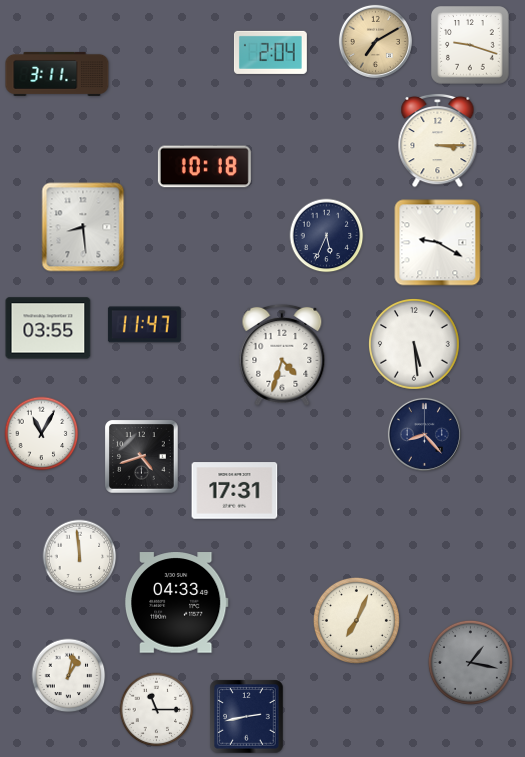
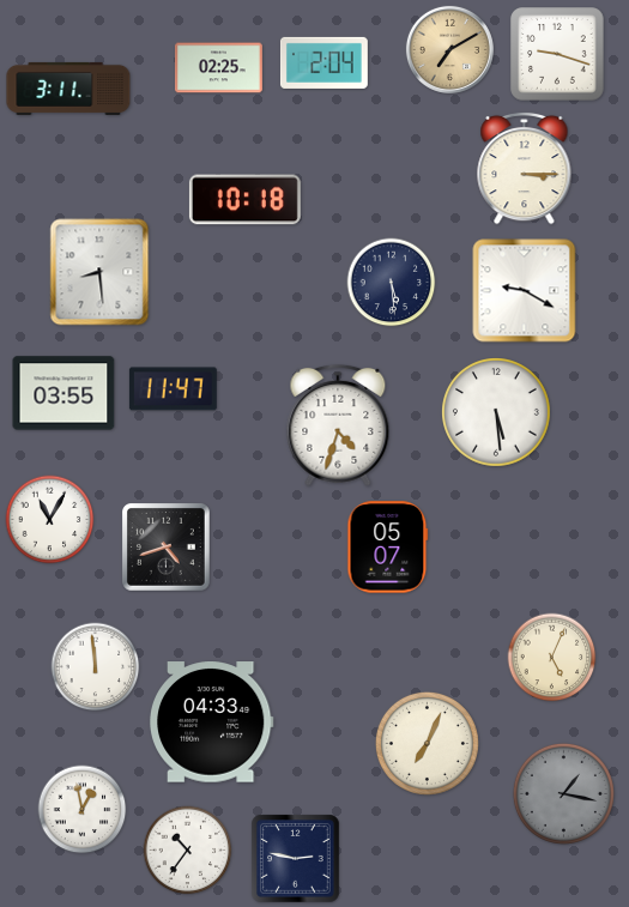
clock at (470, 45) position: (470, 45) -> (557, 54)
clock at (218, 68): none -> 02:25
clock at (327, 236): 5:34 -> 5:29
clock at (48, 328) position: (48, 328) -> (63, 393)
clock at (424, 434): 8:23 -> none
clock at (142, 457) position: (142, 457) -> (167, 548)
clock at (388, 548): none -> 05:07
clock at (235, 491): 17:31 -> none
clock at (552, 658): none -> 5:04
clock at (69, 676): 1:02 -> 12:58
clock at (157, 710): 11:15 -> 10:36
clock at (247, 717): 2:43 -> 2:47
